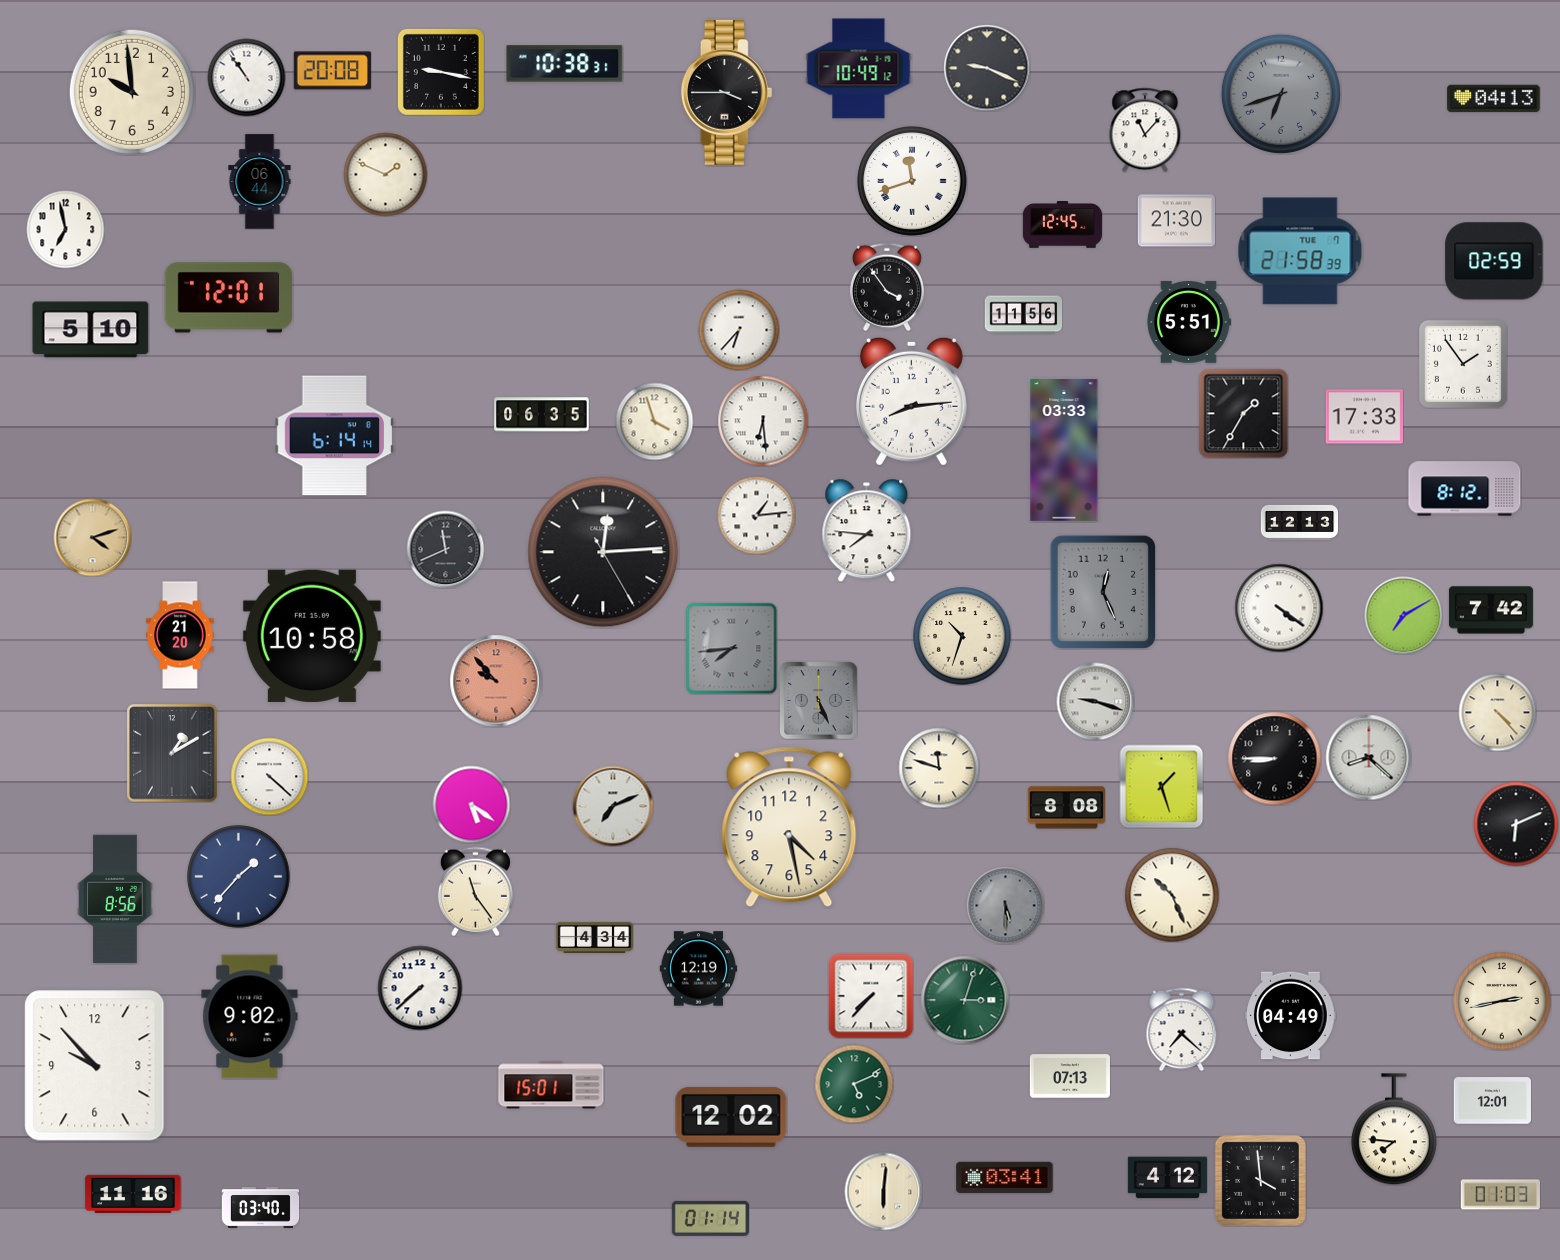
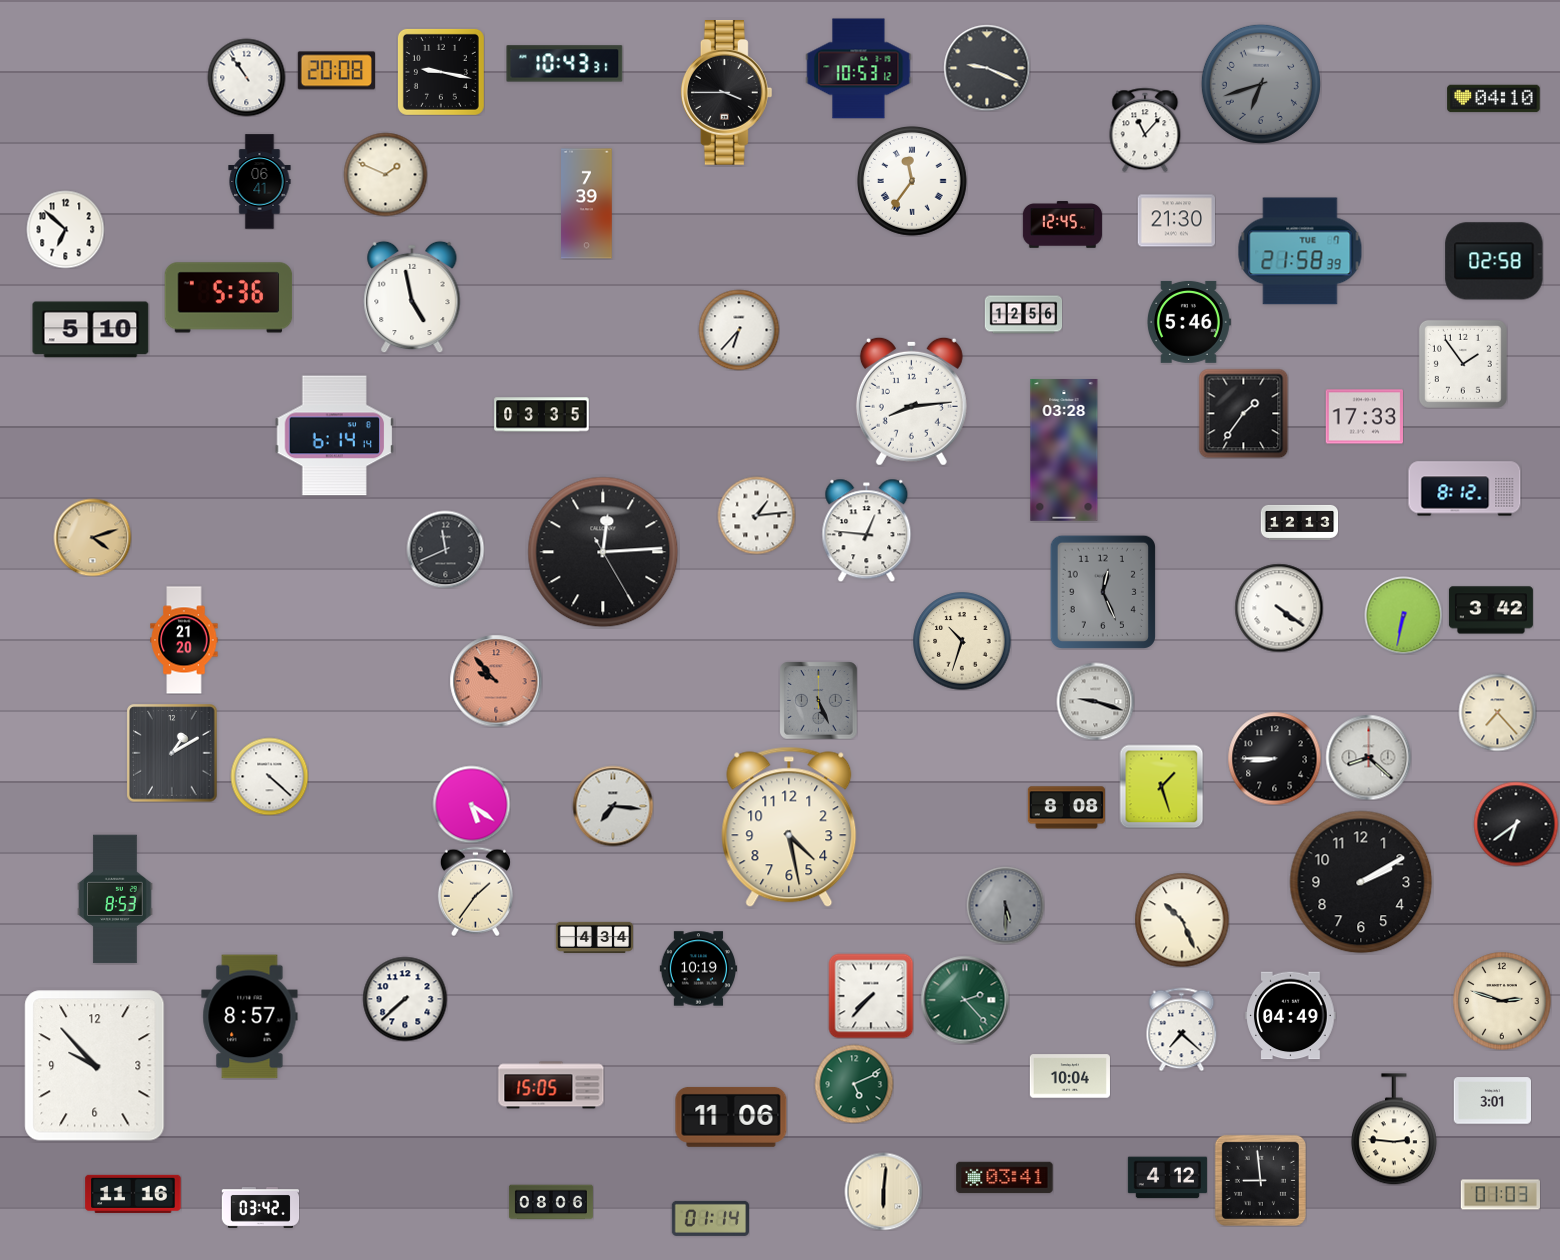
clock at (565, 64): 10:38 -> 10:43
clock at (859, 69): 10:49 -> 10:53
clock at (332, 71) position: (332, 71) -> (336, 71)
clock at (132, 92): 9:59 -> none
clock at (1281, 94) position: (1281, 94) -> (1261, 84)
clock at (1494, 99): 04:13 -> 04:10
clock at (912, 181): 11:42 -> 11:36
clock at (260, 182): 06:44 -> 06:41
clock at (587, 204): none -> 7:39
clock at (65, 229): 6:58 -> 6:52
clock at (1494, 261): 02:59 -> 02:58
clock at (887, 287): 3:54 -> none
clock at (412, 297): none -> 4:58
clock at (229, 298): 12:01 -> 5:36
clock at (1023, 315): 11:56 -> 12:56
clock at (1189, 322): 5:51 -> 5:46
clock at (1243, 413): 1:35 -> 1:36
clock at (542, 415): 06:35 -> 03:35
clock at (654, 421): 3:57 -> none
clock at (763, 421): 6:29 -> none
clock at (1064, 450): 03:33 -> 03:28
clock at (867, 530): 7:46 -> 12:46
clock at (1491, 610): 7:42 -> 3:42
clock at (1403, 615): 7:10 -> 6:32
clock at (180, 635) position: (180, 635) -> (184, 640)
clock at (312, 636): 10:58 -> none
clock at (962, 636) position: (962, 636) -> (962, 641)
clock at (731, 648): 7:44 -> none
clock at (1497, 712): 4:23 -> 7:23
clock at (939, 768): 11:48 -> none
clock at (613, 806): 7:11 -> 7:16
clock at (1516, 824): 6:11 -> 6:39
clock at (239, 877): 1:37 -> none
clock at (1361, 882): none -> 2:10
clock at (475, 891): 11:24 -> 1:36
clock at (1172, 895) position: (1172, 895) -> (1182, 920)
clock at (115, 899): 8:56 -> 8:53
clock at (698, 969): 12:19 -> 10:19
clock at (420, 988) position: (420, 988) -> (405, 999)
clock at (965, 1000): 3:03 -> 2:23
clock at (1502, 1001): 2:43 -> 2:48
clock at (250, 1017): 9:02 -> 8:57
clock at (1070, 1076): 07:13 -> 10:04
clock at (551, 1085): 15:01 -> 15:05
clock at (1492, 1101): 12:01 -> 3:01
clock at (731, 1117): 12:02 -> 11:06
clock at (1394, 1129): 7:46 -> 2:46
clock at (1260, 1180): 3:59 -> 8:59
clock at (551, 1202): none -> 08:06
clock at (260, 1208): 03:40 -> 03:42
